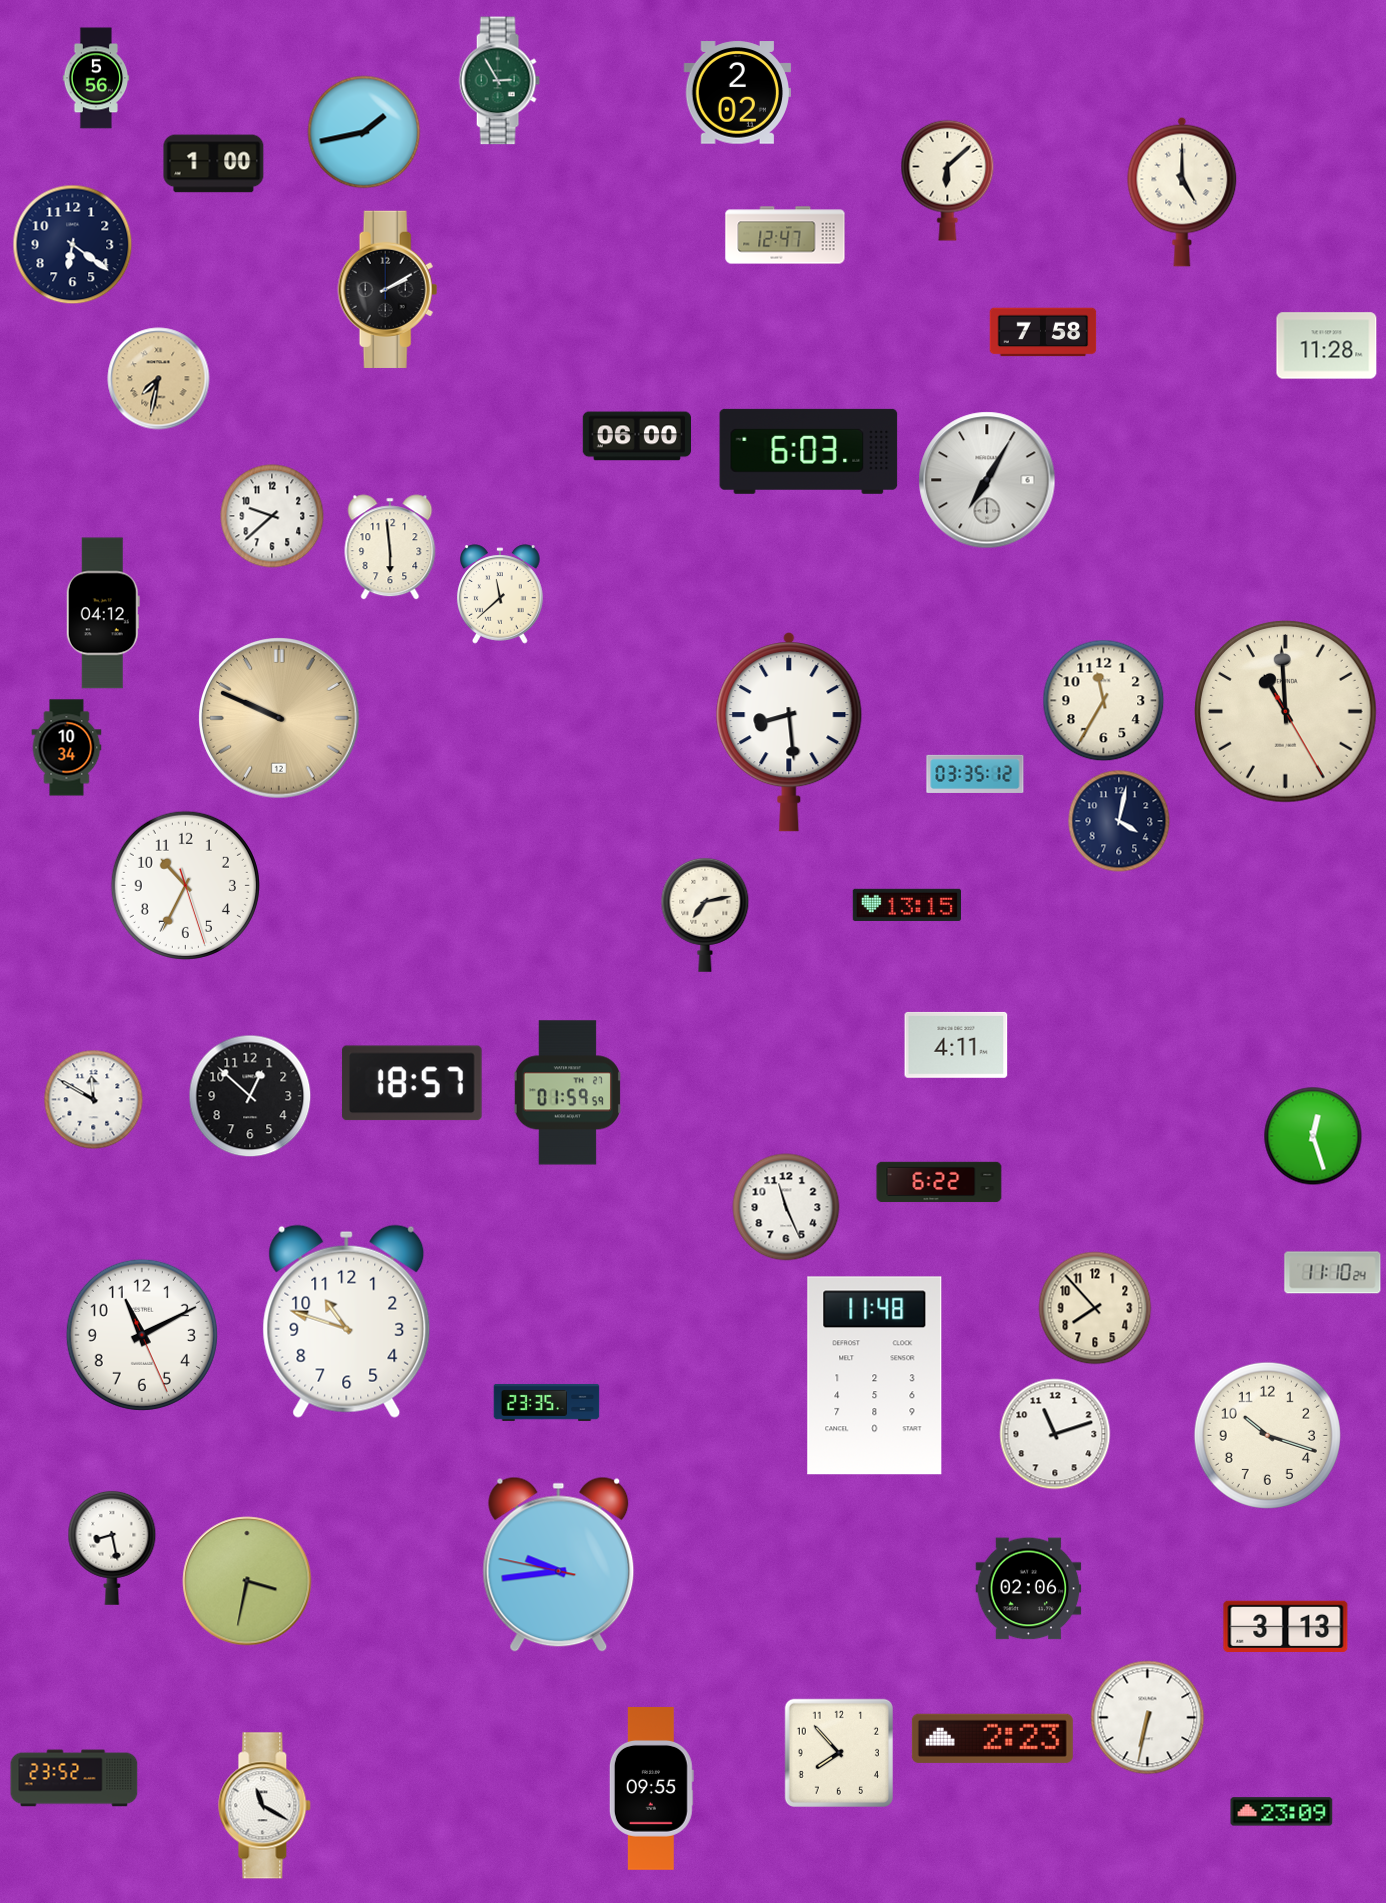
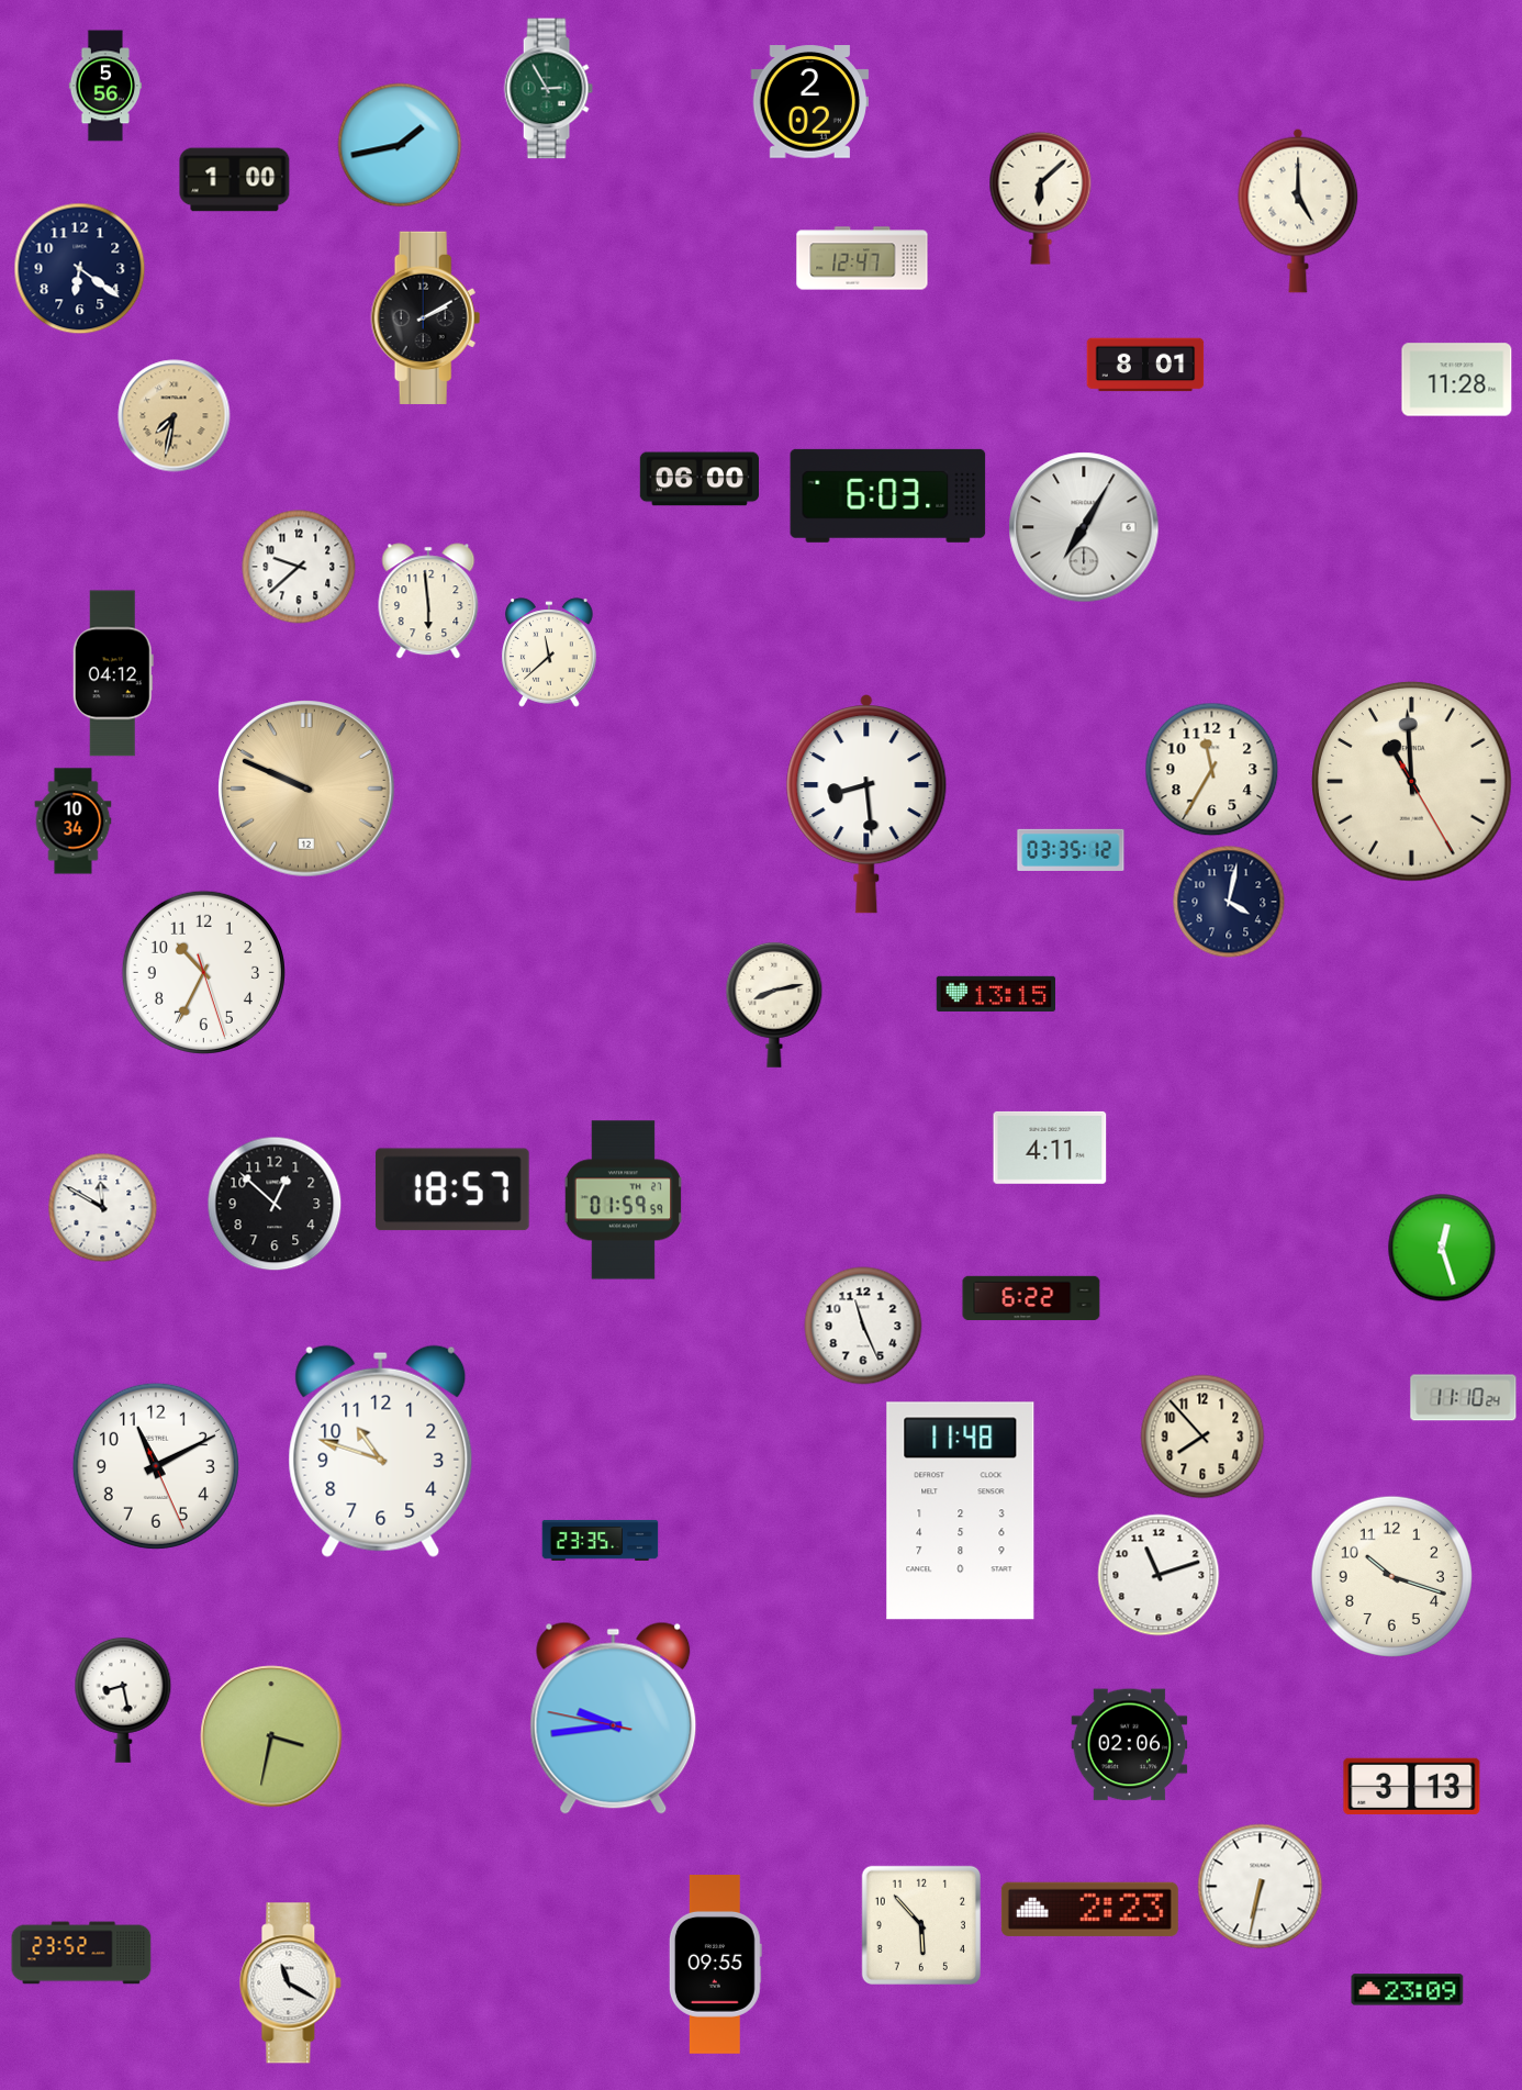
clock at (1043, 332): 7:58 -> 8:01
clock at (705, 915): 7:13 -> 8:13
clock at (839, 1753): 7:53 -> 5:53
